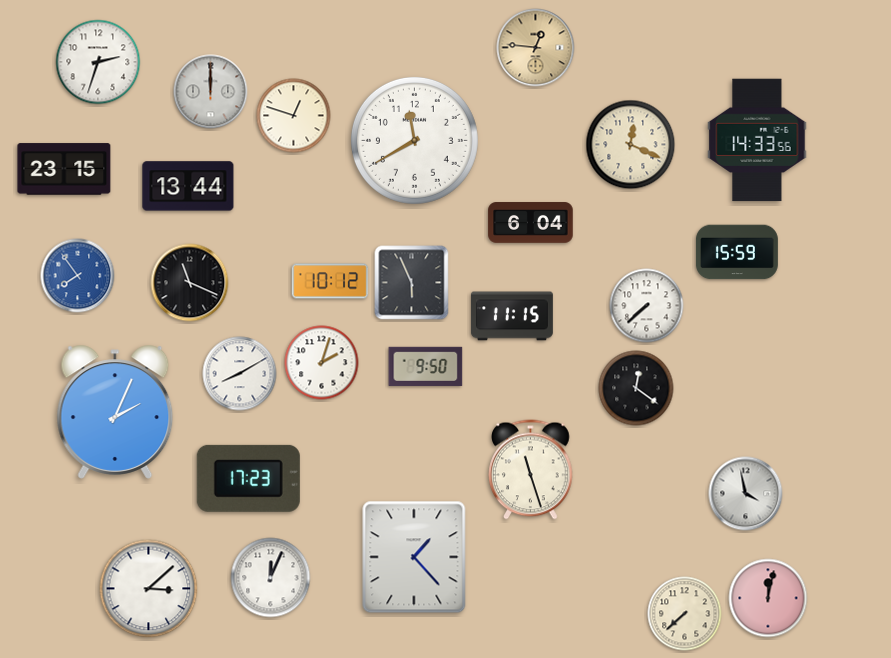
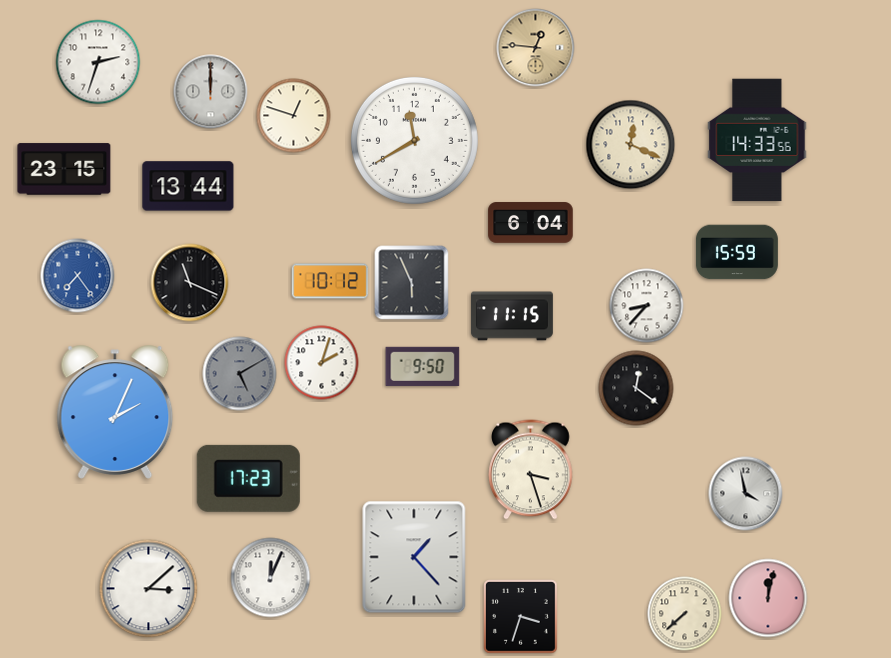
clock at (78, 276): 7:54 -> 7:24
clock at (647, 306): 7:38 -> 8:37
clock at (426, 366) position: (426, 366) -> (423, 366)
clock at (240, 374): 8:10 -> 5:10
clock at (240, 374) dial: white -> grey
clock at (531, 470): 11:27 -> 3:27
clock at (521, 617): none -> 3:33
